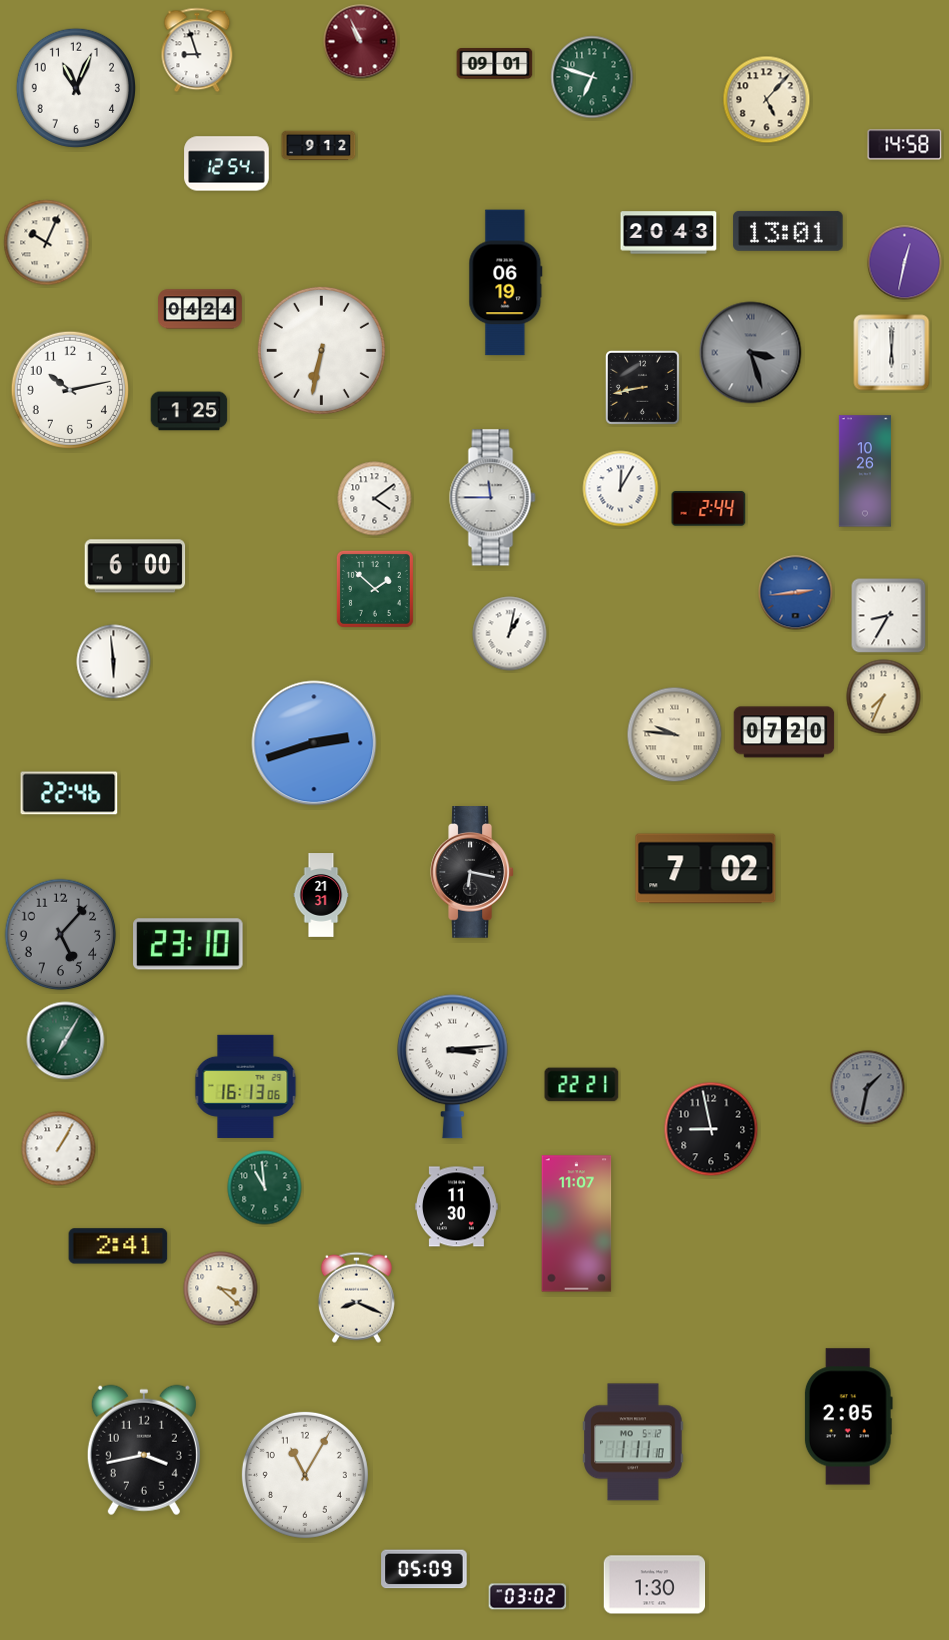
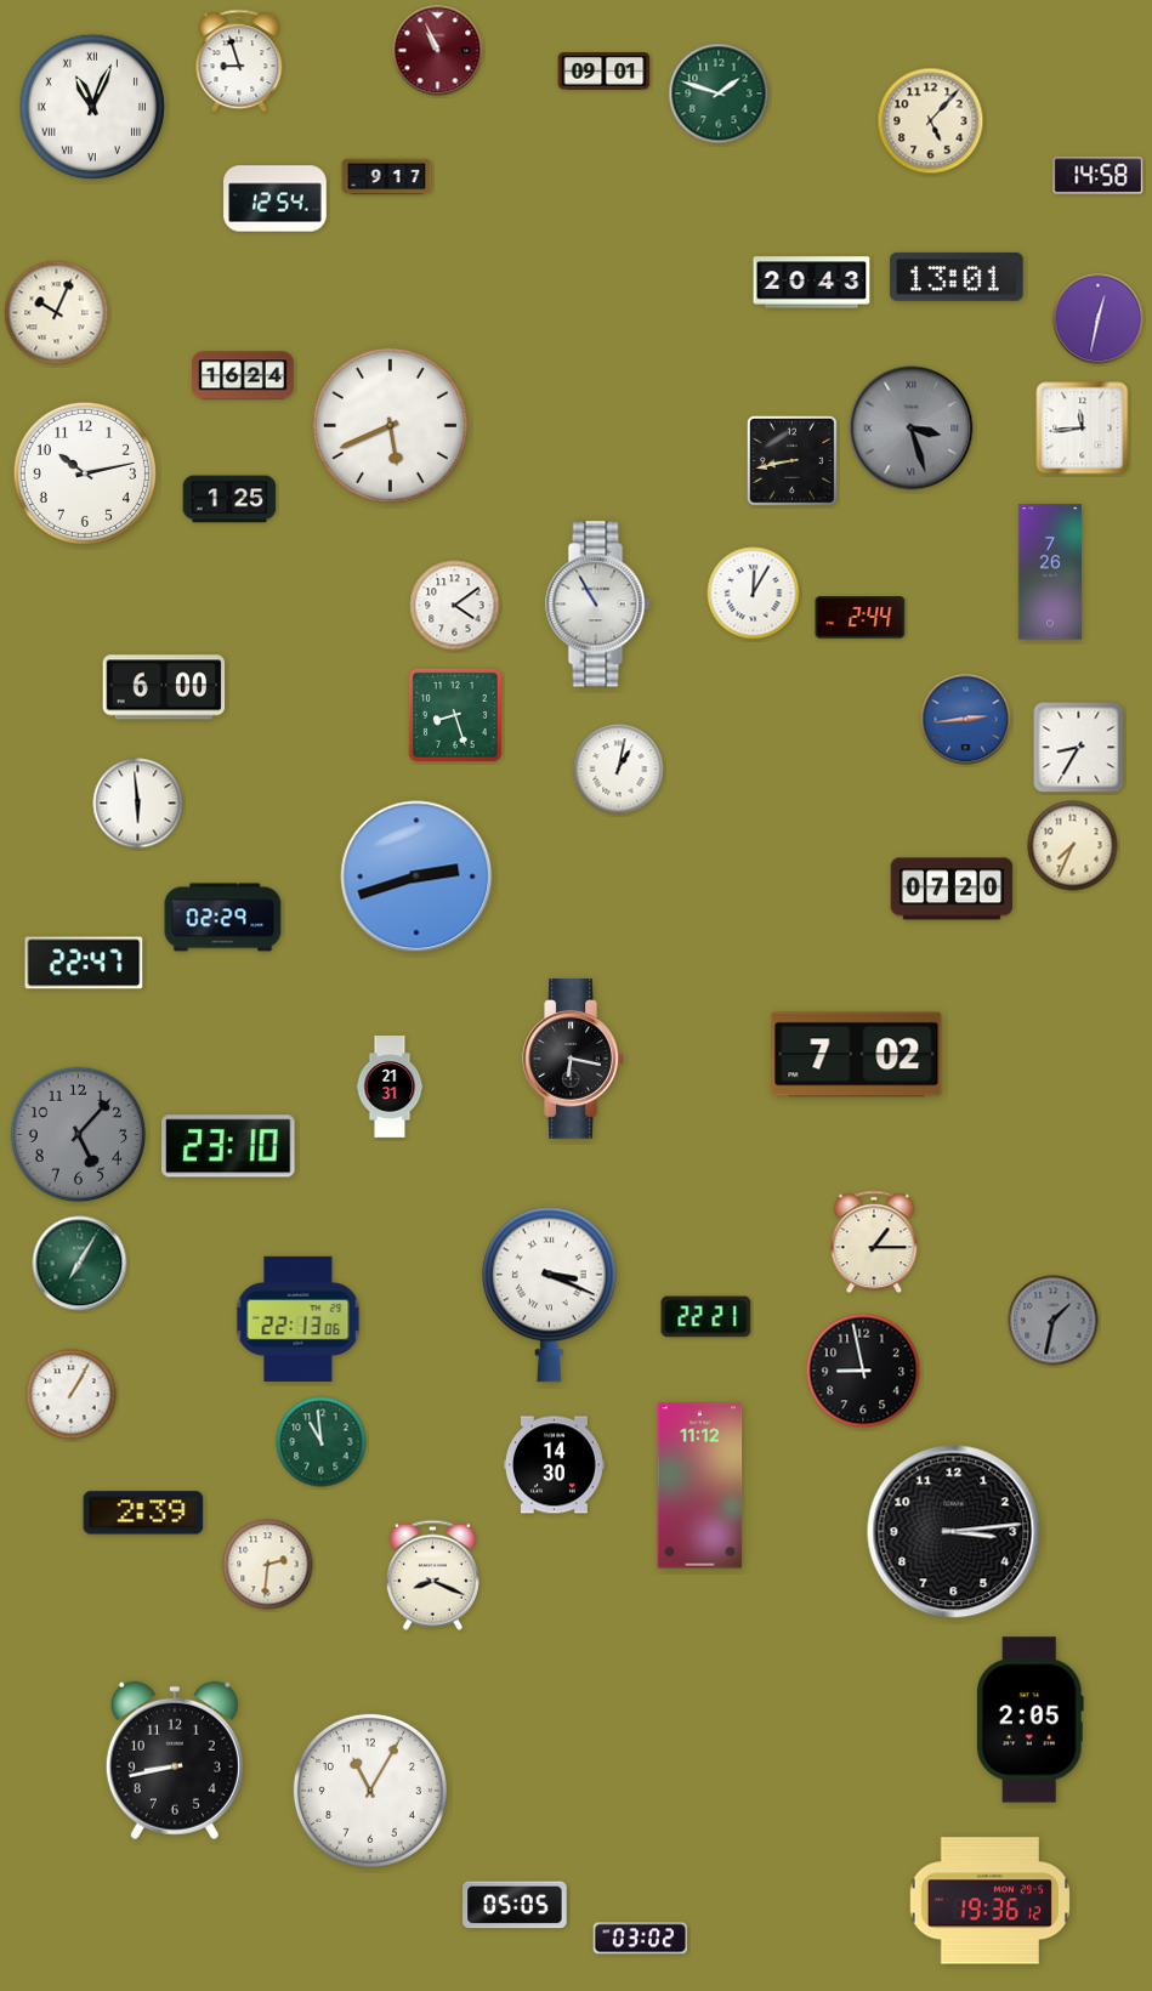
clock at (495, 64) position: (495, 64) -> (605, 72)
clock at (592, 77): 6:48 -> 1:48
clock at (76, 88) numerals: Arabic -> Roman
clock at (319, 146): 9:12 -> 9:17
clock at (788, 231) position: (788, 231) -> (957, 277)
clock at (47, 243) position: (47, 243) -> (57, 313)
clock at (506, 283): 06:19 -> none
clock at (200, 309): 04:24 -> 16:24
clock at (321, 350): 6:32 -> 5:41
clock at (892, 353): 6:00 -> 11:44
clock at (642, 387) position: (642, 387) -> (791, 460)
clock at (865, 471): 10:26 -> 7:26
clock at (493, 498): 11:45 -> 10:55
clock at (375, 589): 1:52 -> 8:27
clock at (675, 735): 9:46 -> none
clock at (314, 743) position: (314, 743) -> (416, 877)
clock at (223, 918): none -> 02:29
clock at (69, 793): 22:46 -> 22:47
clock at (61, 935) position: (61, 935) -> (79, 1135)
clock at (874, 1242): none -> 1:15
clock at (453, 1066): 3:14 -> 3:19
clock at (246, 1086): 16:13 -> 22:13
clock at (456, 1207): 11:30 -> 14:30
clock at (577, 1224): 11:07 -> 11:12
clock at (118, 1246): 2:41 -> 2:39
clock at (954, 1532): none -> 3:14
clock at (221, 1289): 3:22 -> 2:31
clock at (633, 1442): 1:11 -> none
clock at (144, 1450): 3:43 -> 8:43
clock at (991, 1901): none -> 19:36
clock at (424, 1569): 05:09 -> 05:05
clock at (655, 1585): 1:30 -> none
